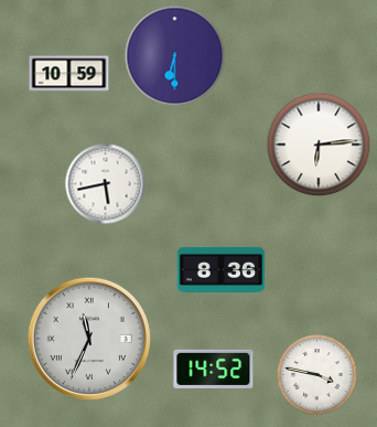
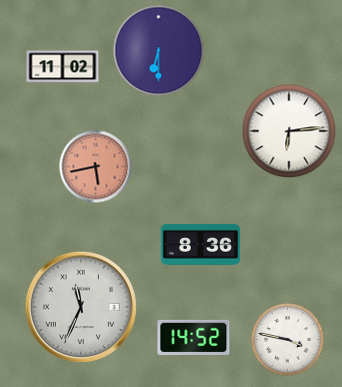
clock at (69, 74): 10:59 -> 11:02
clock at (106, 184) dial: white -> salmon
clock at (214, 369) position: (214, 369) -> (194, 337)
